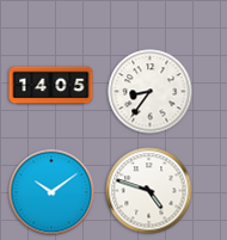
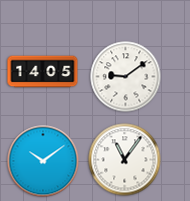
clock at (151, 92): 8:36 -> 9:09
clock at (149, 191): 4:48 -> 11:06
